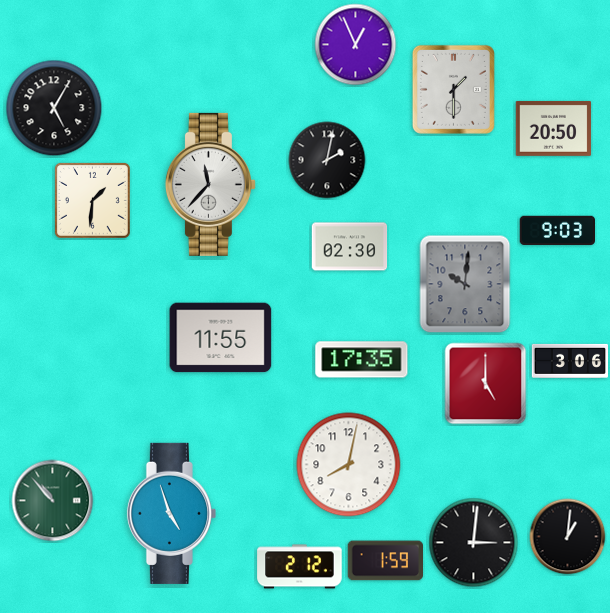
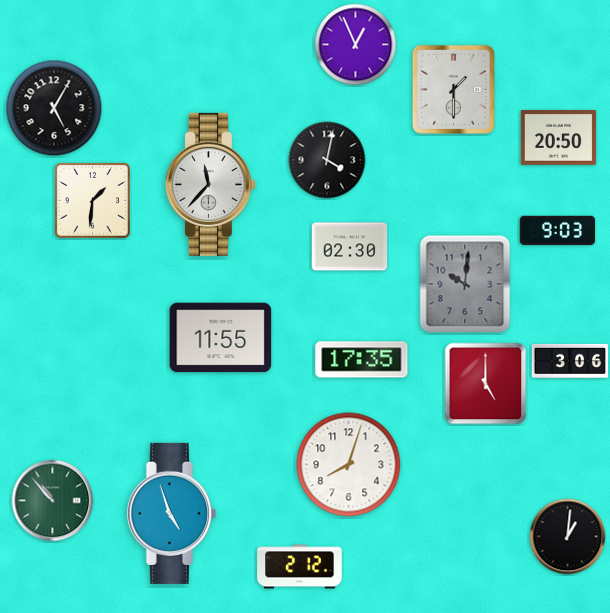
clock at (554, 128) position: (554, 128) -> (559, 137)
clock at (327, 160): 2:02 -> 4:02
clock at (349, 465): 8:02 -> 8:03
clock at (474, 543): 3:01 -> none
clock at (385, 561): 1:59 -> none
